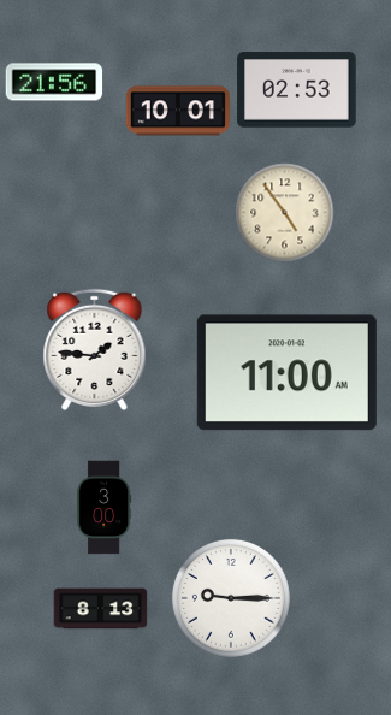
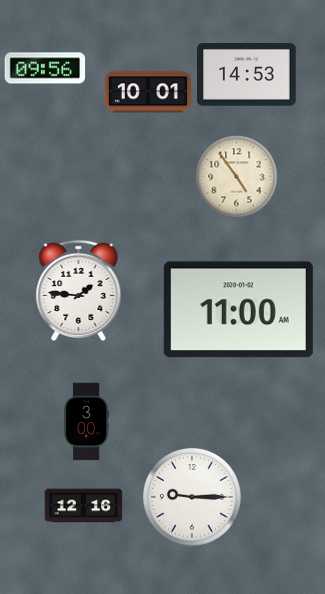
clock at (54, 82): 21:56 -> 09:56
clock at (297, 90): 02:53 -> 14:53
clock at (100, 609): 8:13 -> 12:16
